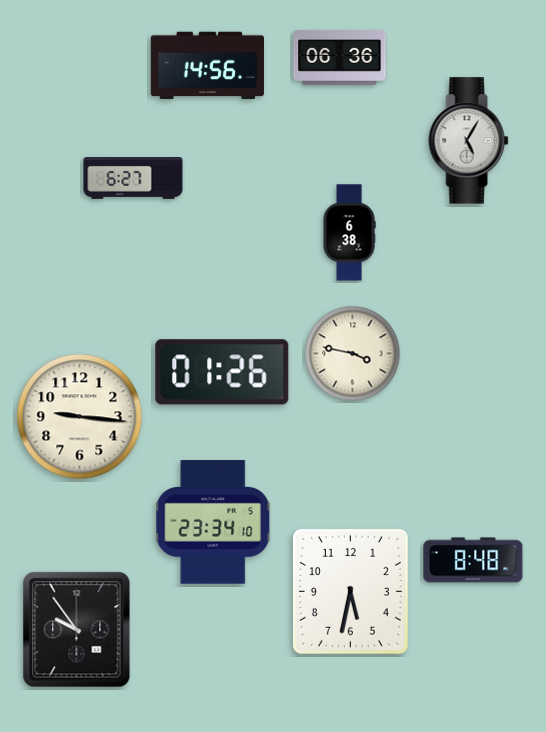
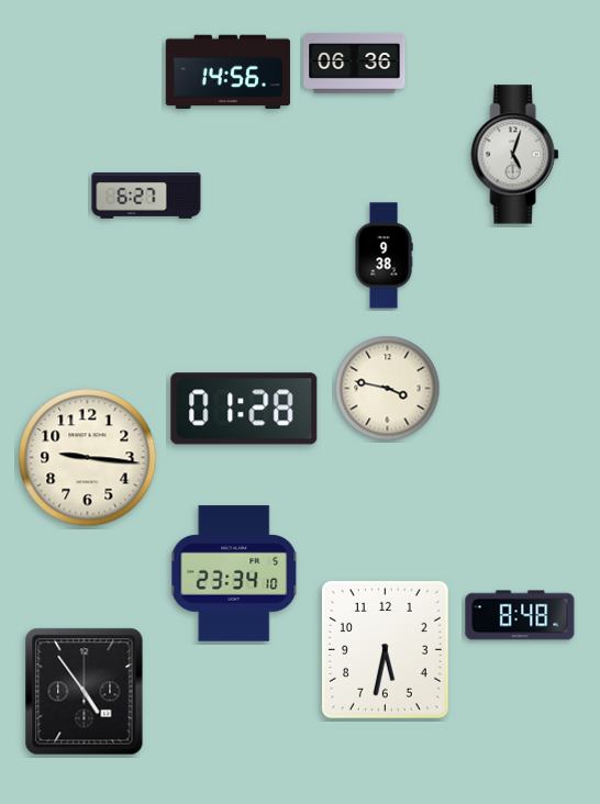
clock at (340, 57) position: (340, 57) -> (355, 63)
clock at (469, 141): 5:05 -> 5:03
clock at (349, 233): 6:38 -> 9:38
clock at (222, 372): 01:26 -> 01:28
clock at (77, 630): 9:54 -> 4:54
